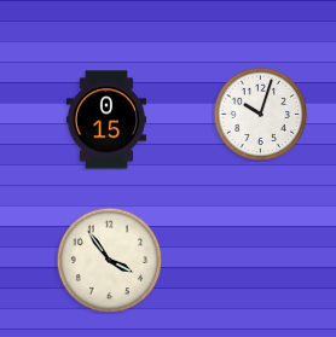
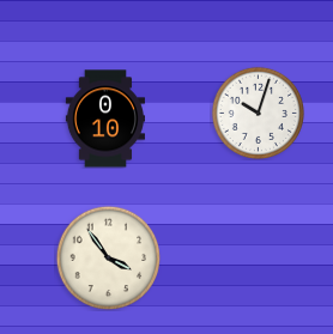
clock at (105, 120): 0:15 -> 0:10
